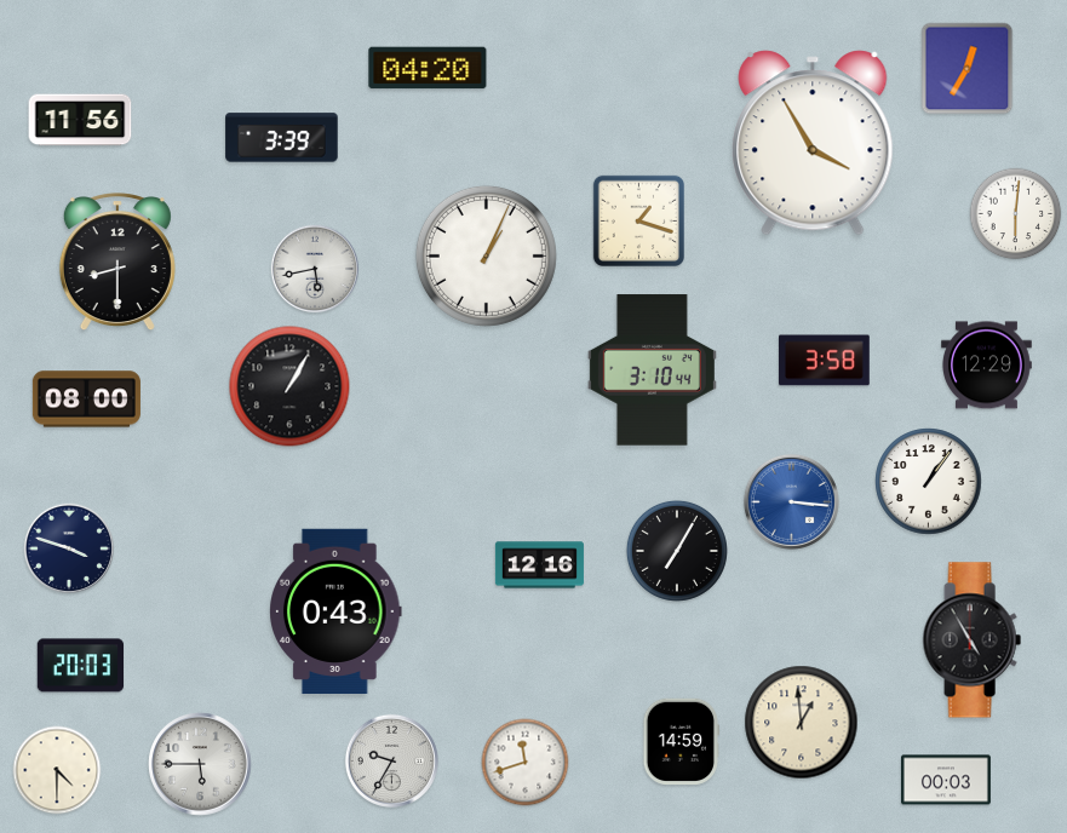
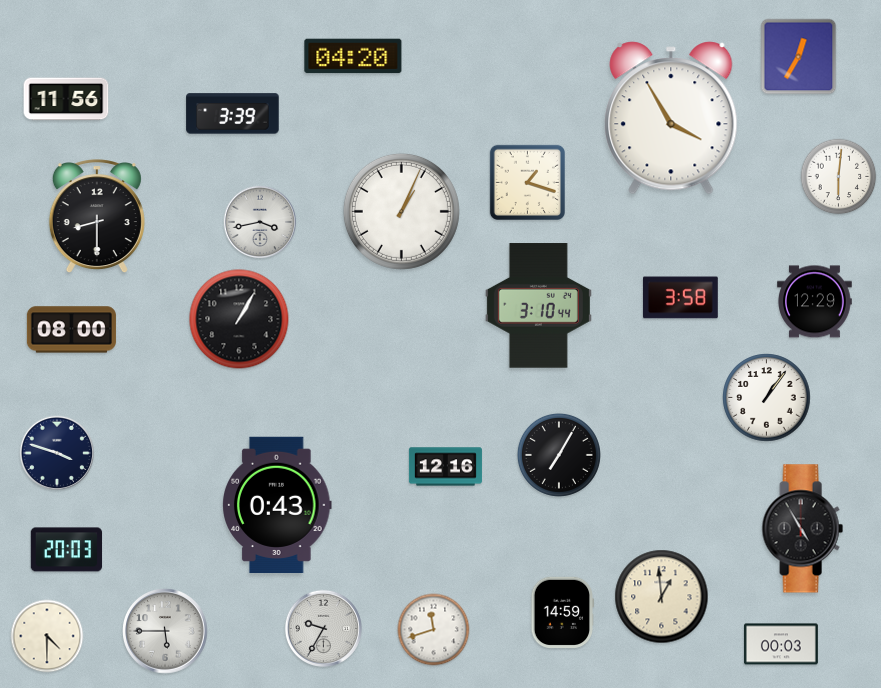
clock at (315, 269): 5:43 -> 3:43
clock at (791, 501): 3:16 -> none
